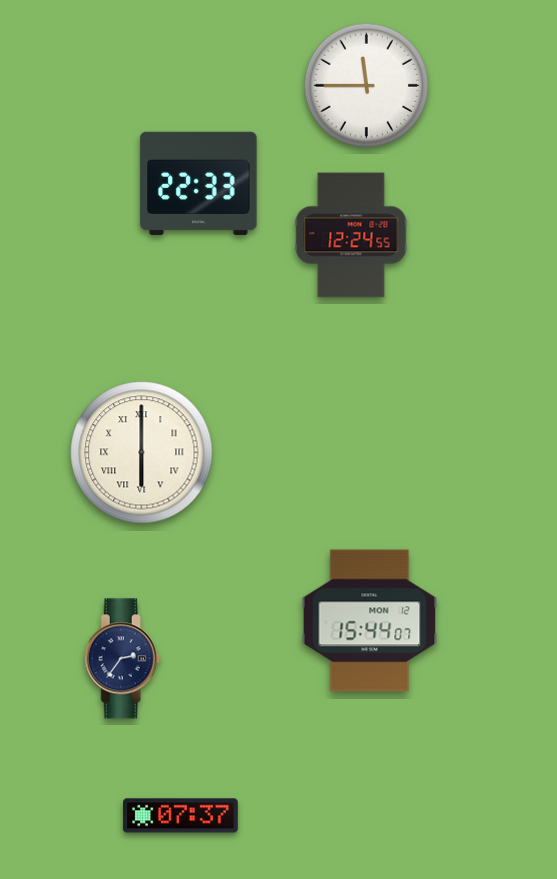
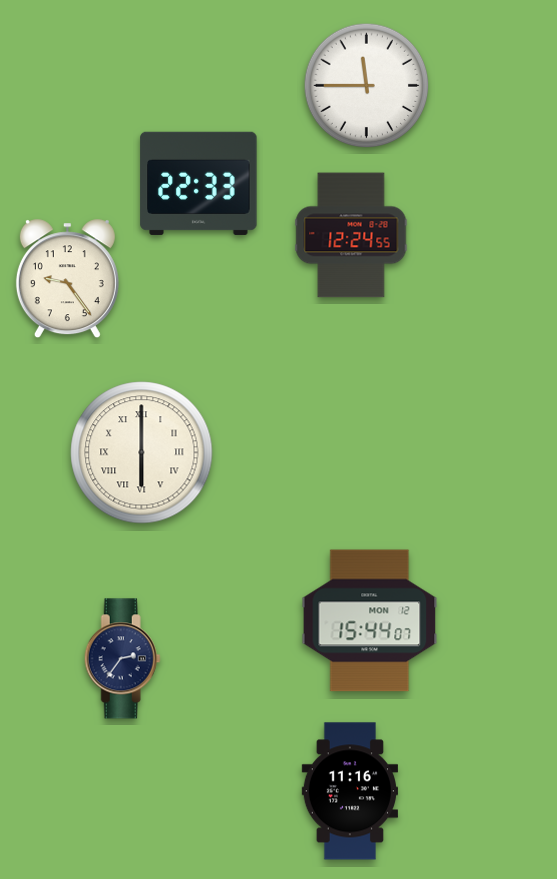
clock at (67, 279): none -> 9:24
clock at (349, 791): none -> 11:16
clock at (181, 816): 07:37 -> none
